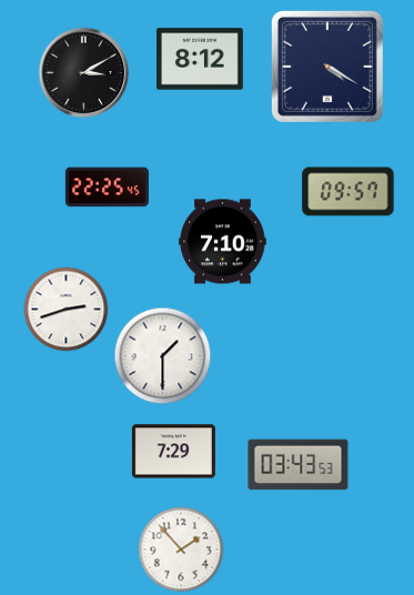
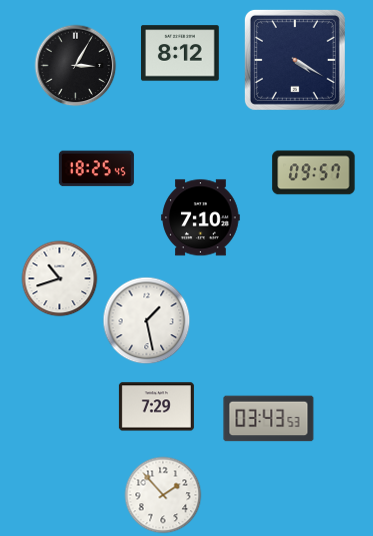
clock at (84, 73): 3:10 -> 3:05
clock at (107, 188): 22:25 -> 18:25
clock at (67, 310): 2:42 -> 10:42
clock at (163, 356): 1:30 -> 1:28
